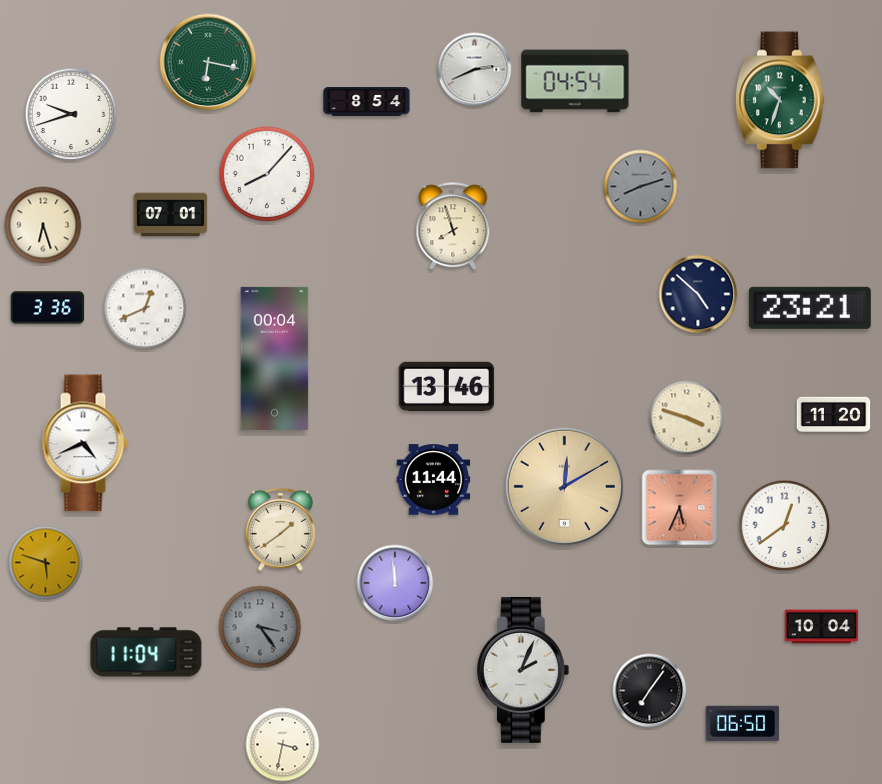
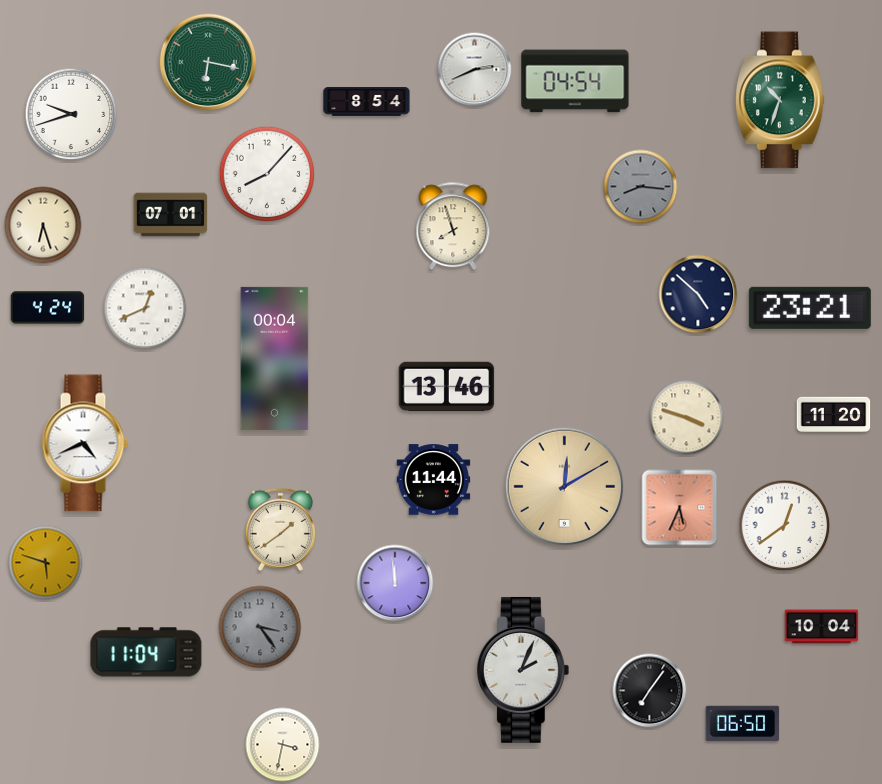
clock at (641, 187): 8:12 -> 8:16
clock at (48, 308): 3:36 -> 4:24
